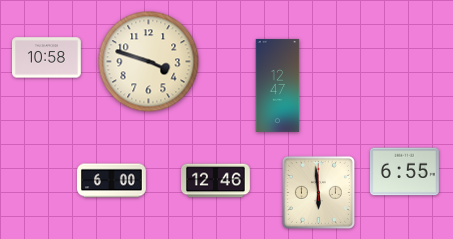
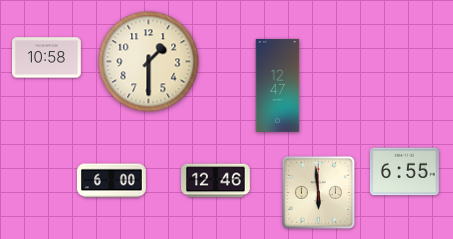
clock at (149, 62): 3:48 -> 1:30
